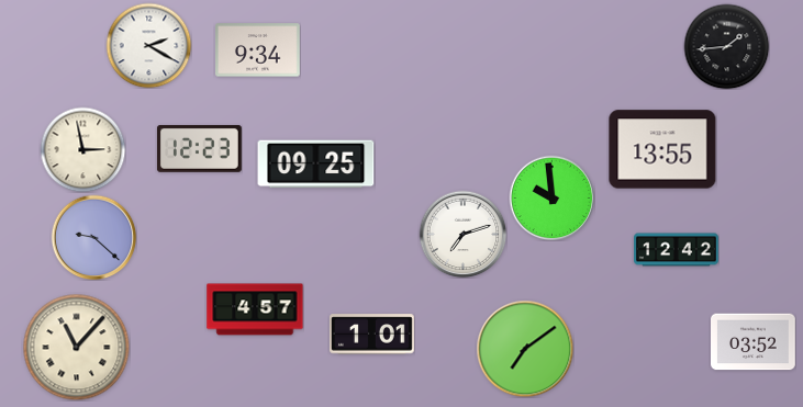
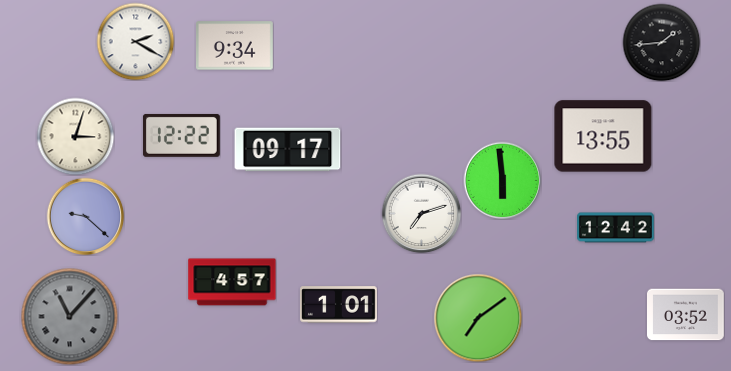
clock at (200, 148): 12:23 -> 12:22
clock at (82, 149): 2:58 -> 3:03
clock at (316, 165): 09:25 -> 09:17
clock at (551, 197): 9:59 -> 5:59
clock at (754, 342) position: (754, 342) -> (686, 315)
clock at (76, 347) dial: cream -> grey
